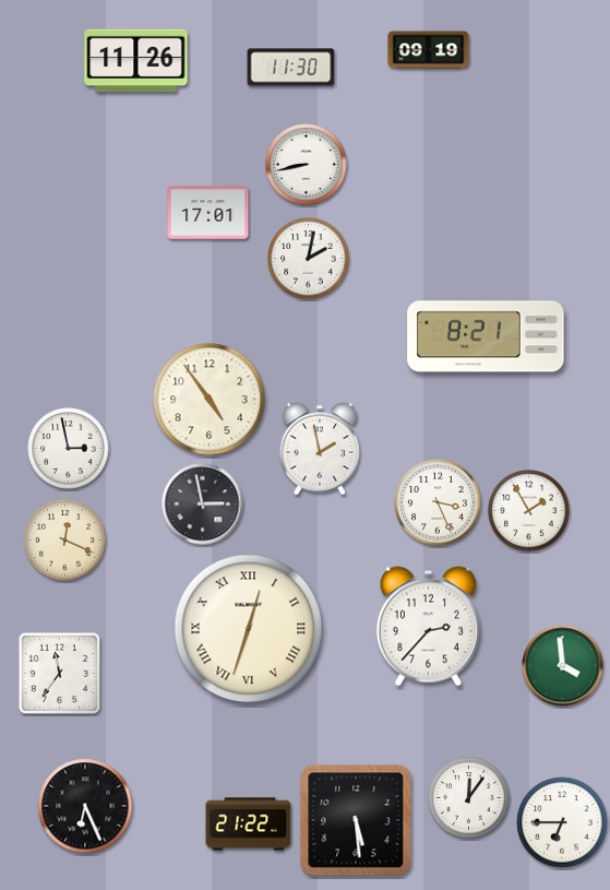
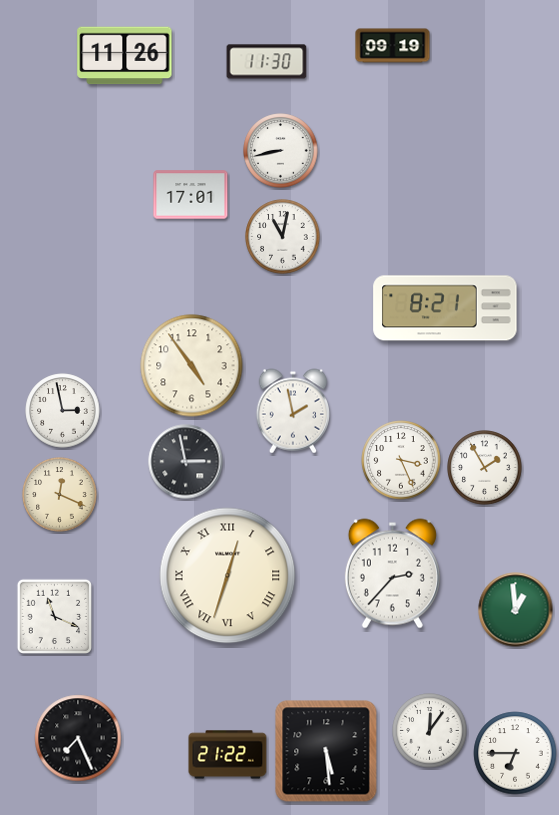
clock at (309, 259): 2:02 -> 11:02
clock at (563, 666): 3:59 -> 12:59
clock at (59, 673): 11:36 -> 11:19
clock at (85, 806): 6:26 -> 7:26
